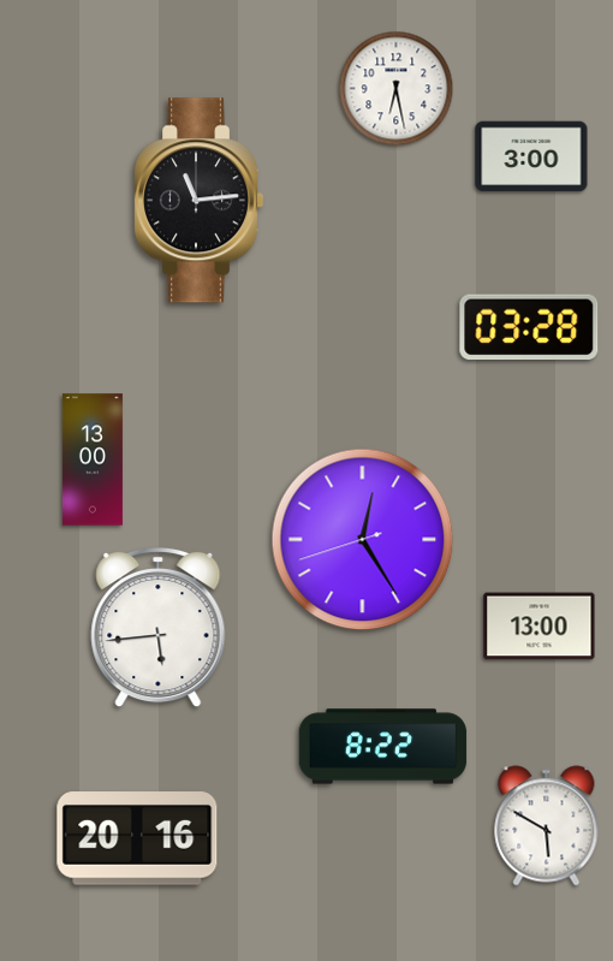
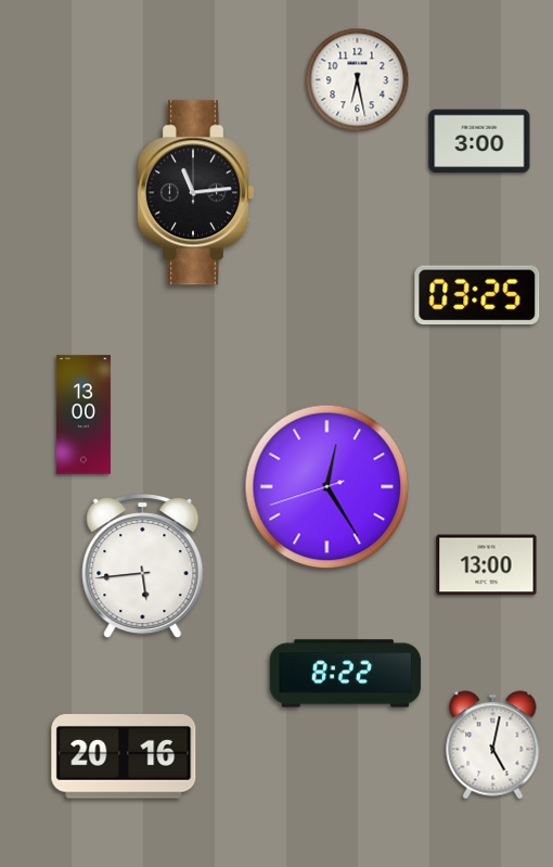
clock at (198, 201) position: (198, 201) -> (195, 193)
clock at (529, 326): 03:28 -> 03:25
clock at (547, 826): 5:50 -> 5:02
